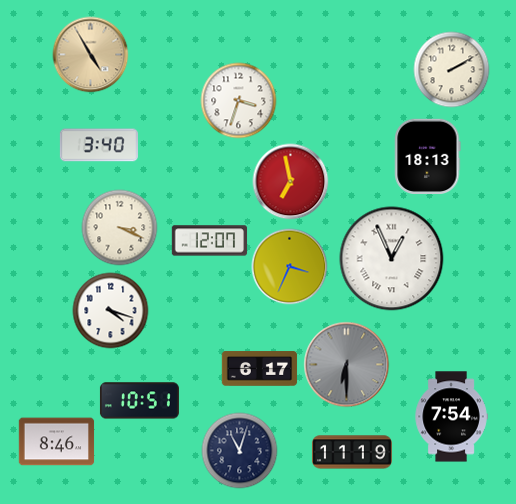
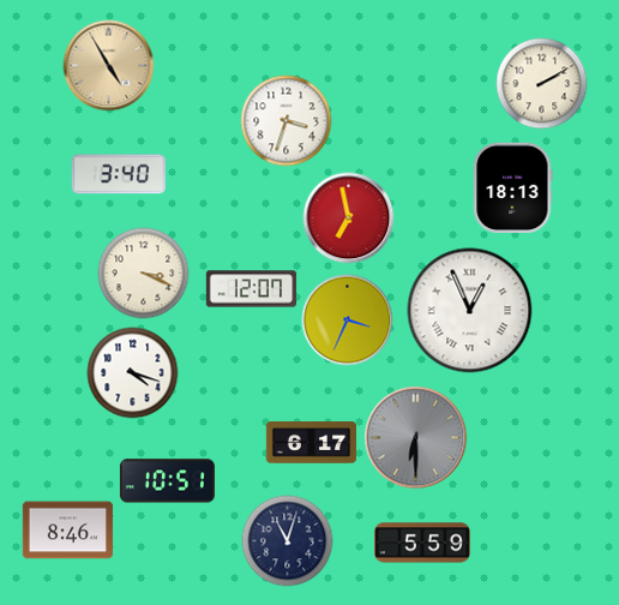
clock at (451, 417): 7:54 -> none
clock at (352, 452): 11:19 -> 5:59
